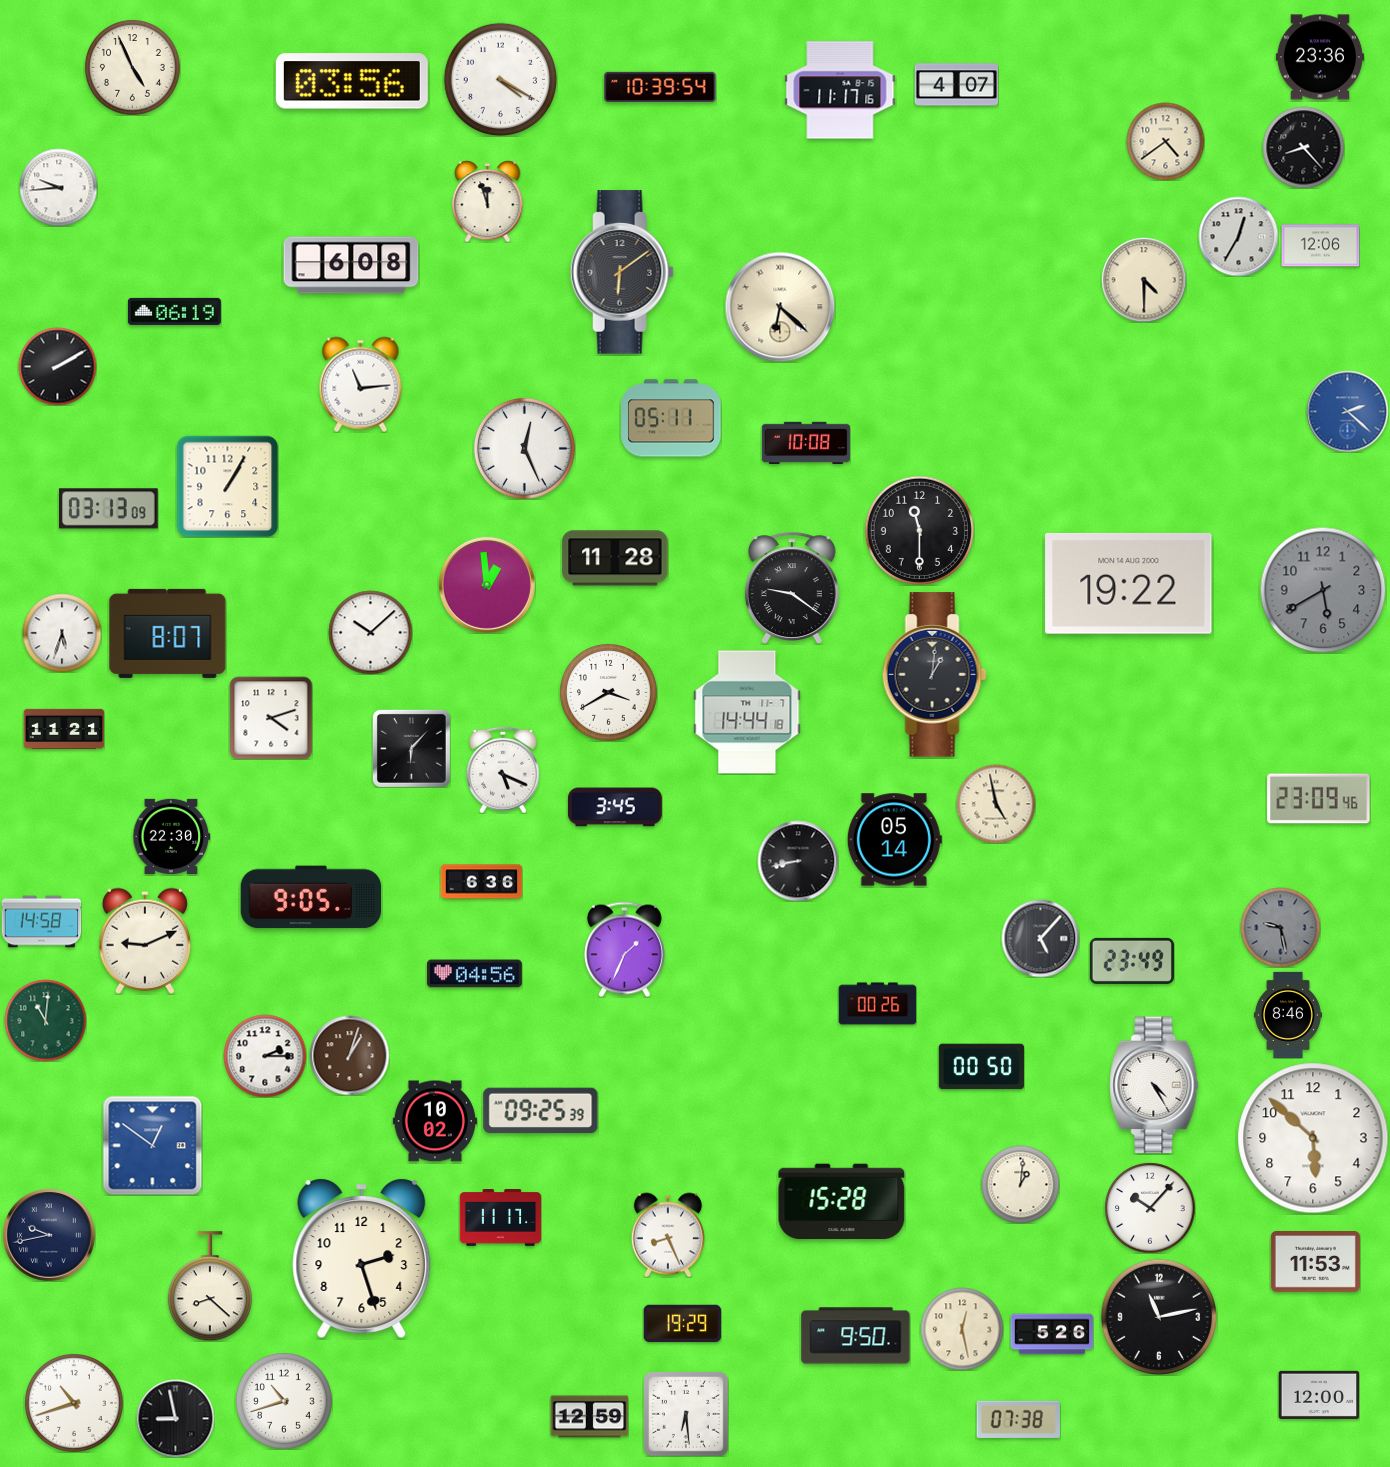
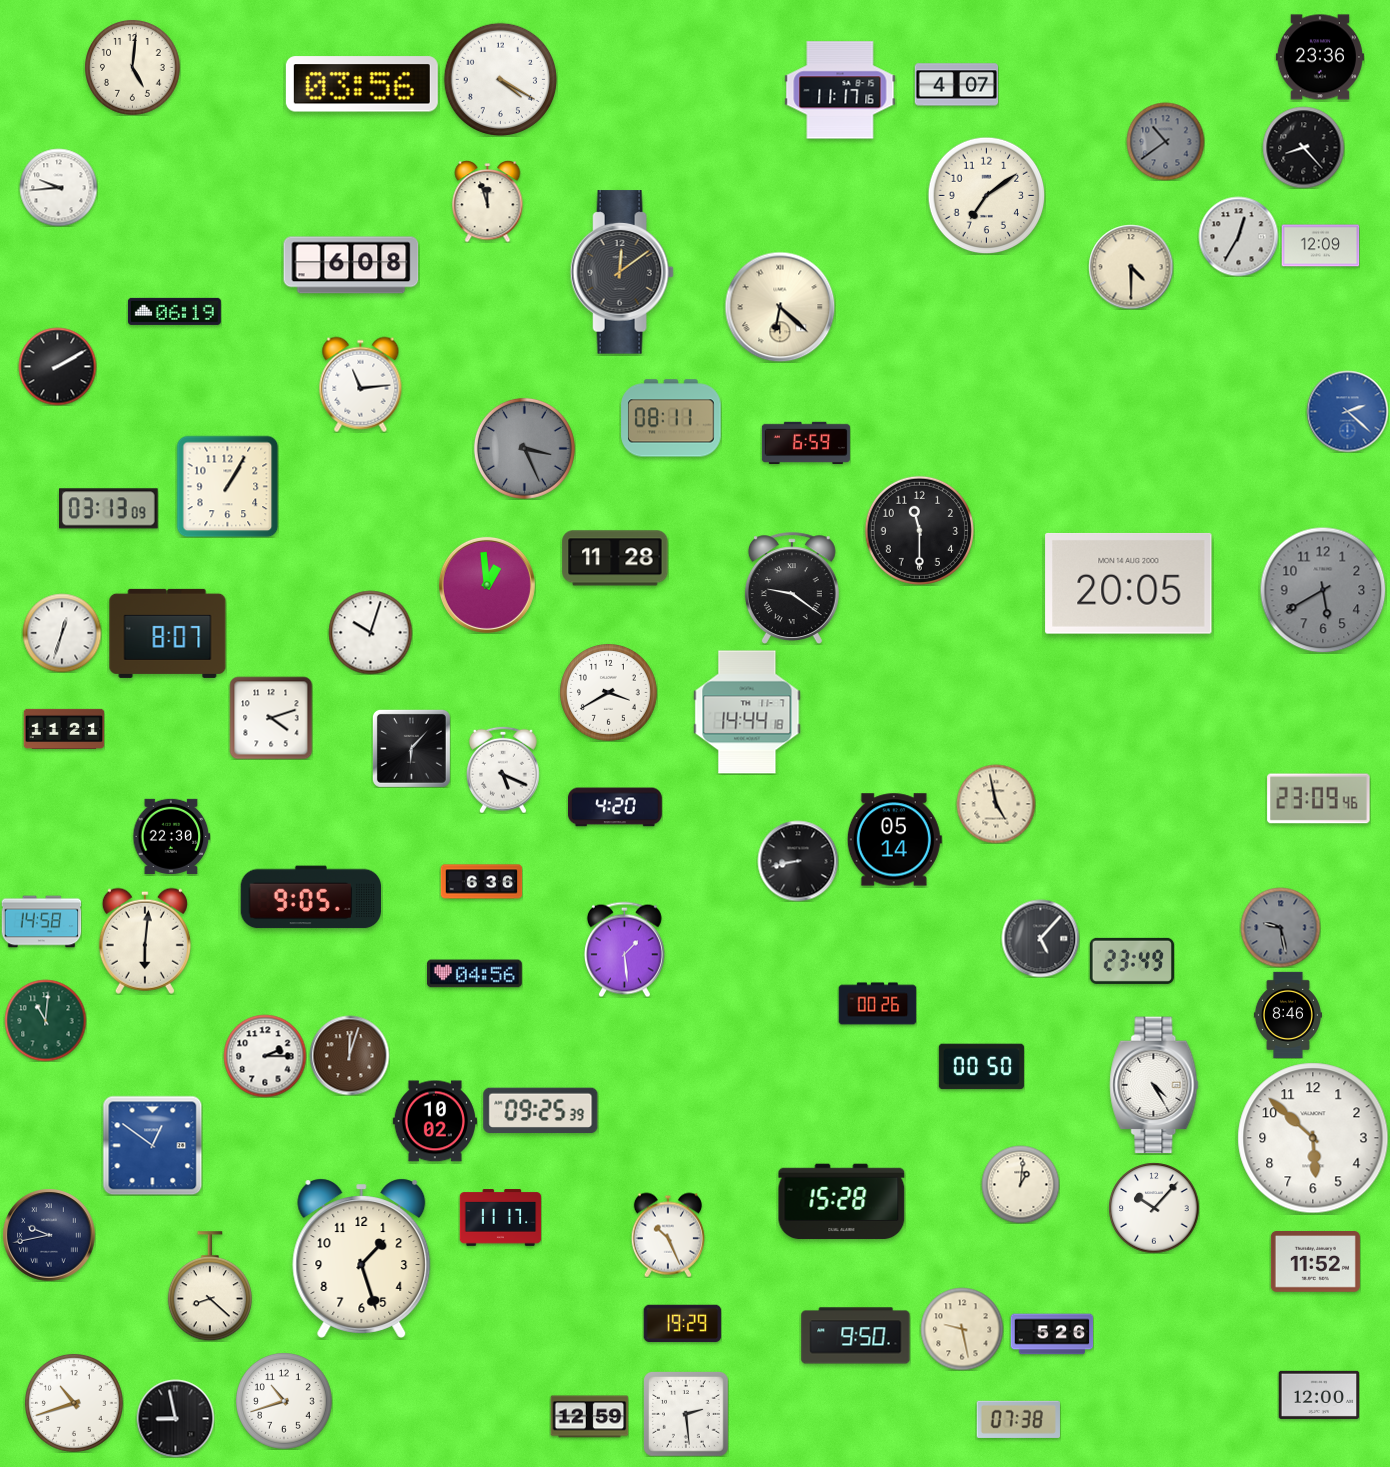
clock at (132, 67): 4:56 -> 5:01
clock at (352, 81) position: (352, 81) -> (362, 84)
clock at (660, 87): 10:39 -> none
clock at (1165, 141): 4:39 -> 10:39
clock at (1165, 141) dial: cream -> grey
clock at (986, 195): none -> 7:09
clock at (1320, 246): 12:06 -> 12:09
clock at (622, 272): 6:09 -> 12:09
clock at (1144, 280) position: (1144, 280) -> (1131, 267)
clock at (671, 418): 05:11 -> 08:11
clock at (806, 442): 10:08 -> 6:59
clock at (524, 448): 12:26 -> 3:26
clock at (524, 448) dial: white -> grey
clock at (1129, 583): 19:22 -> 20:05
clock at (370, 632): 10:08 -> 10:03
clock at (62, 633): 5:33 -> 12:33
clock at (934, 675): 1:01 -> none
clock at (615, 807): 3:45 -> 4:20
clock at (145, 941): 9:11 -> 6:01
clock at (624, 949): 1:34 -> 1:29
clock at (349, 1055): 1:03 -> 12:03
clock at (1150, 1208) position: (1150, 1208) -> (1154, 1208)
clock at (668, 1235): 8:26 -> 10:26
clock at (362, 1258): 2:27 -> 1:27
clock at (1315, 1262): 11:53 -> 11:52
clock at (1159, 1317): 11:13 -> none
clock at (962, 1329): 12:28 -> 9:28
clock at (686, 1414): 6:29 -> 2:29
